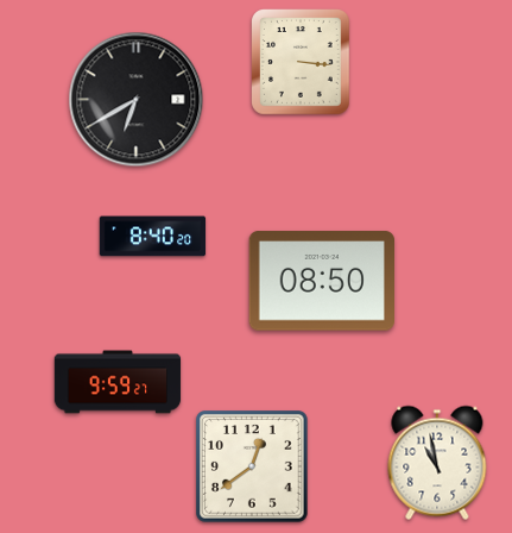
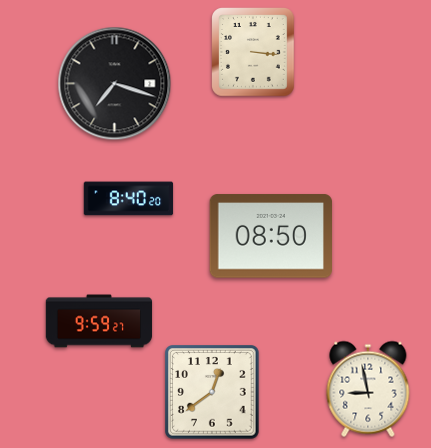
clock at (137, 100): 6:40 -> 7:18
clock at (437, 463): 10:58 -> 8:58
